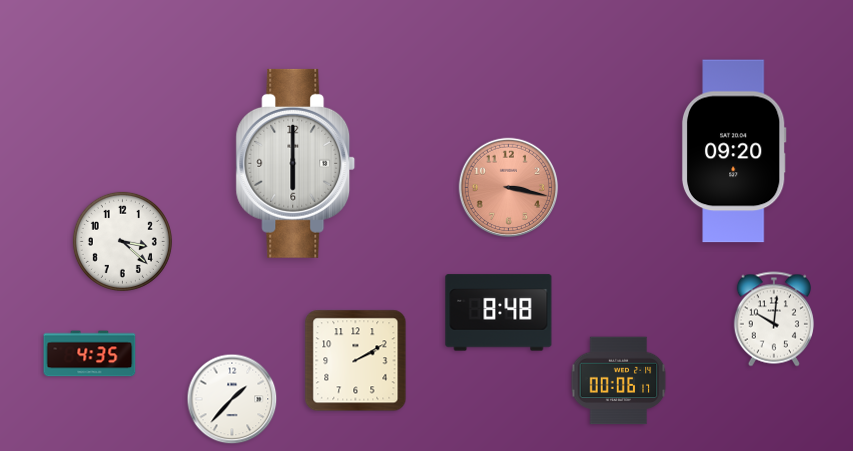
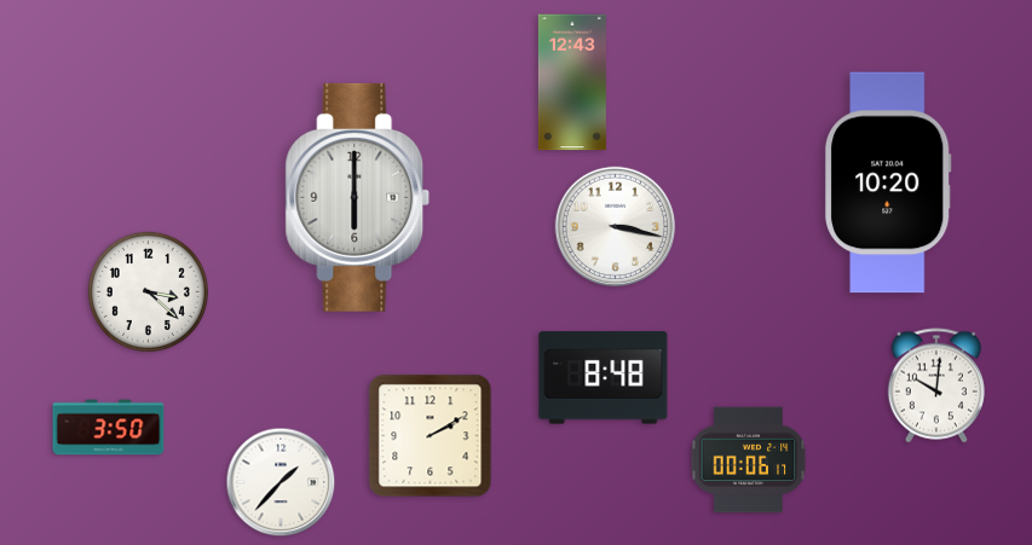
clock at (572, 82): none -> 12:43
clock at (734, 151): 09:20 -> 10:20
clock at (509, 188) dial: salmon -> white
clock at (90, 354): 4:35 -> 3:50
